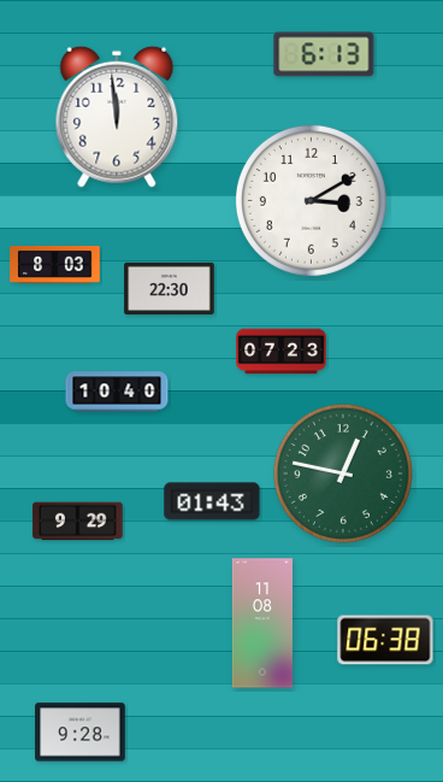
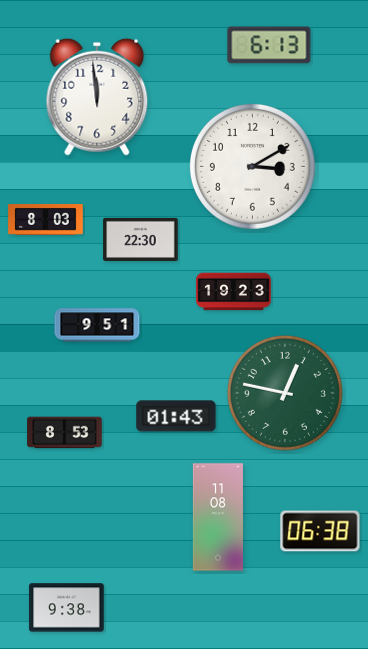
clock at (311, 200) position: (311, 200) -> (252, 166)
clock at (282, 352): 07:23 -> 19:23
clock at (117, 392): 10:40 -> 9:51
clock at (78, 522): 9:29 -> 8:53
clock at (81, 733): 9:28 -> 9:38
